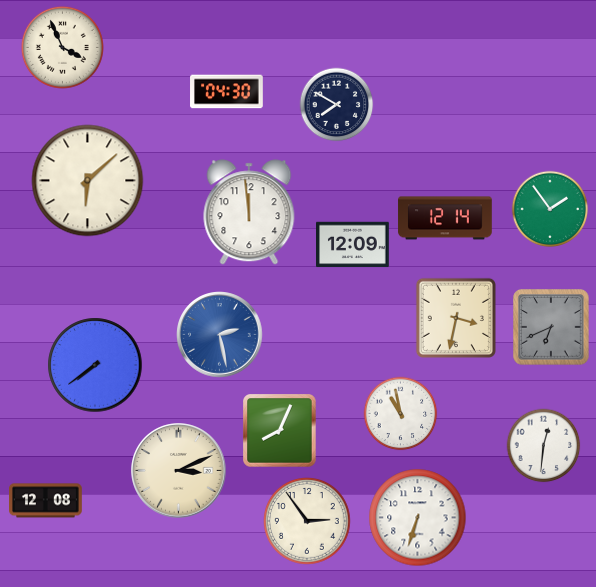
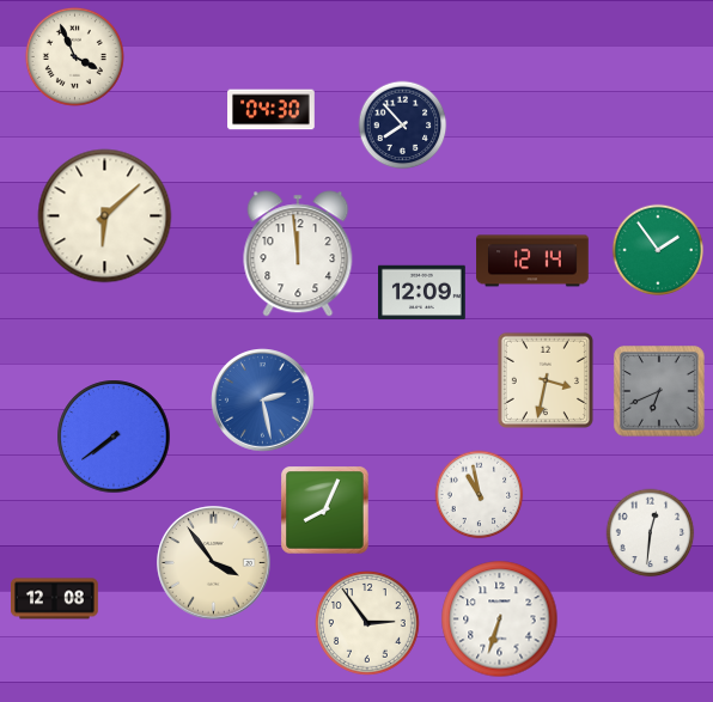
clock at (337, 105): 7:50 -> 7:53
clock at (280, 431) position: (280, 431) -> (325, 511)
clock at (179, 471): 3:11 -> 3:54
